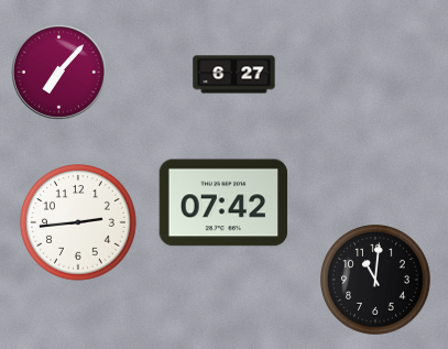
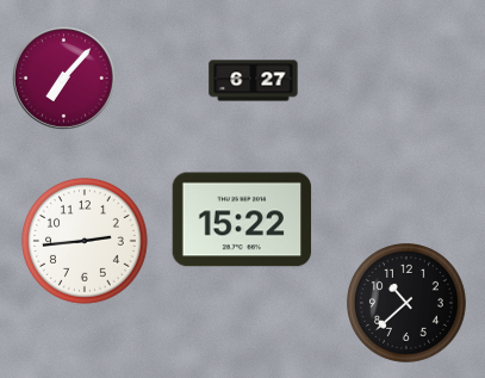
clock at (223, 203): 07:42 -> 15:22
clock at (376, 281): 11:01 -> 10:38
